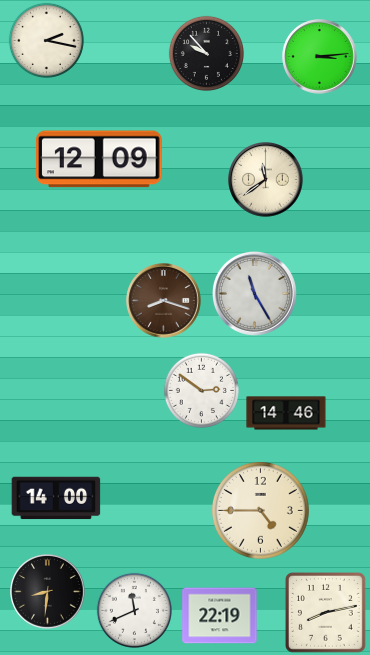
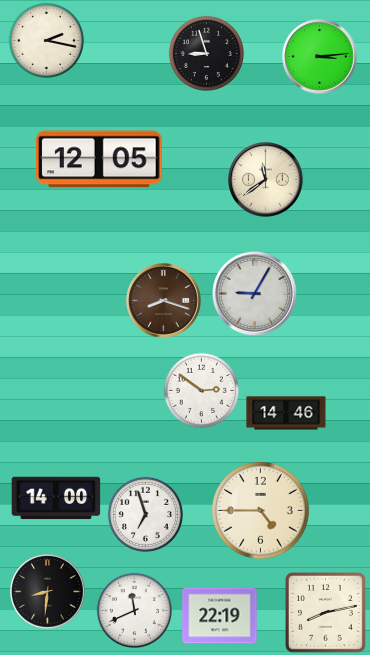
clock at (206, 53): 9:53 -> 8:57
clock at (100, 159): 12:09 -> 12:05
clock at (254, 293): 11:25 -> 9:05
clock at (145, 514): none -> 6:57
